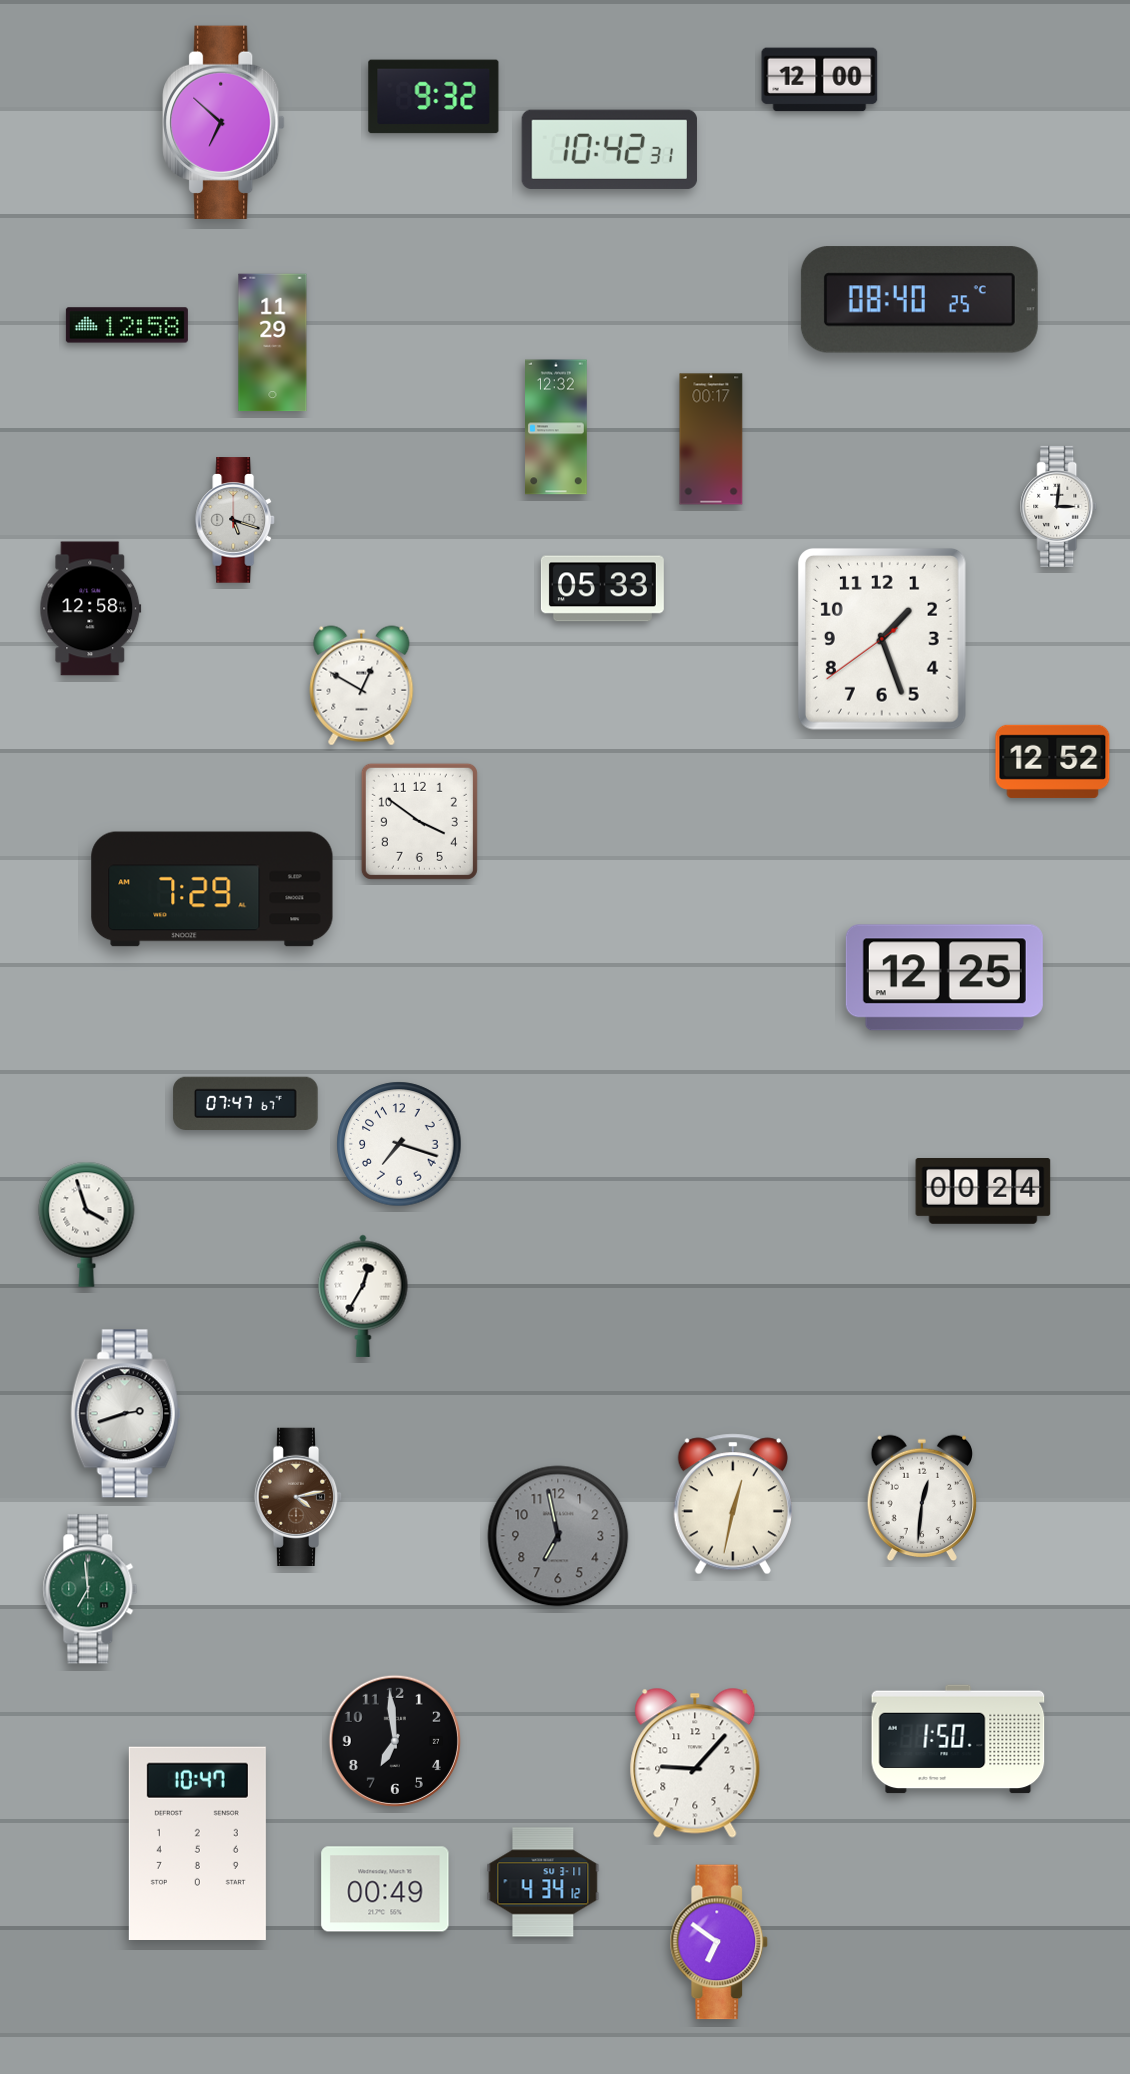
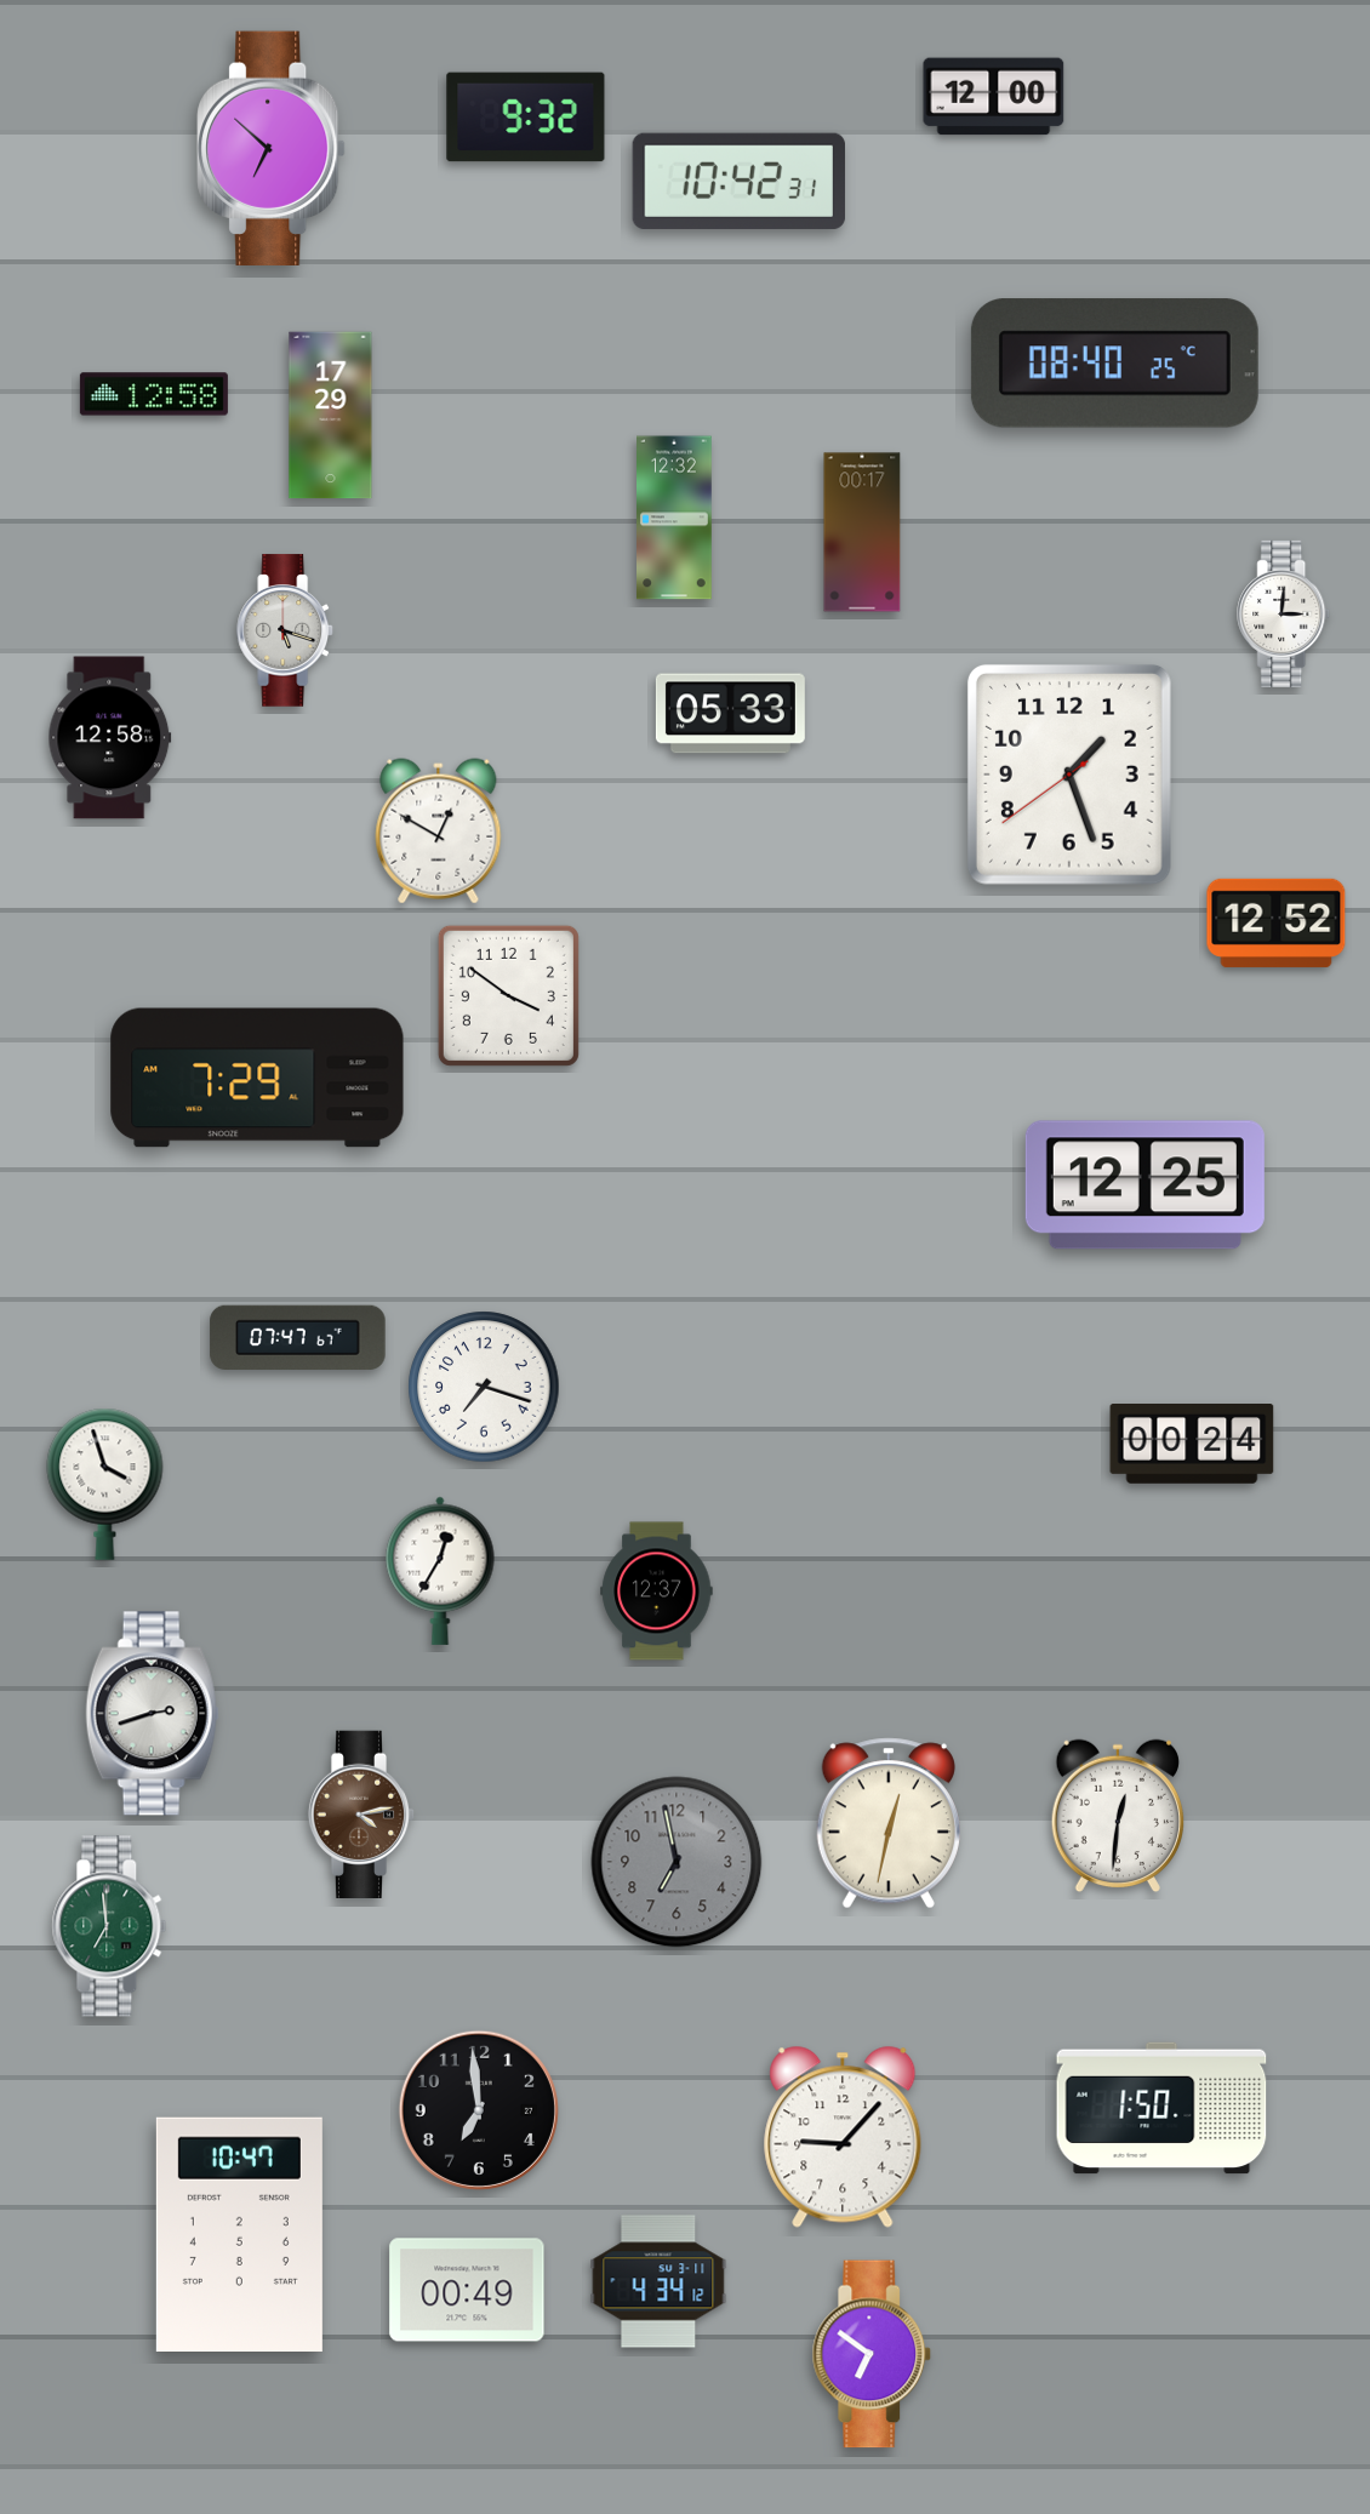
clock at (273, 343): 11:29 -> 17:29
clock at (657, 1592): none -> 12:37
